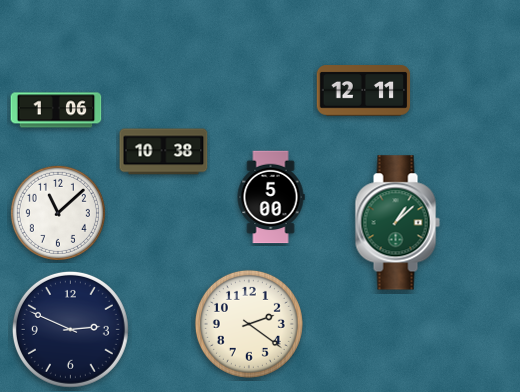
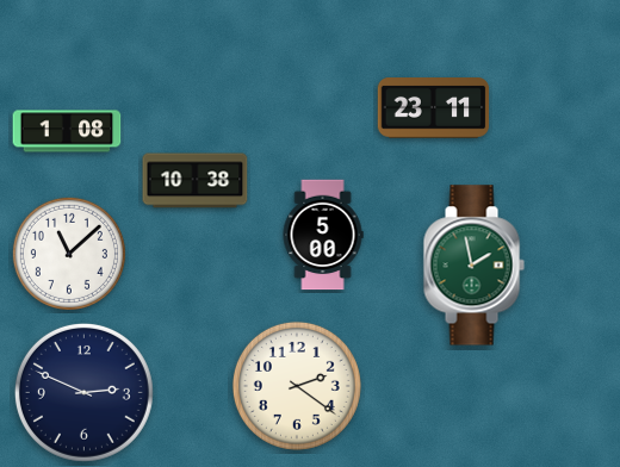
clock at (364, 91): 12:11 -> 23:11
clock at (56, 110): 1:06 -> 1:08
clock at (397, 223): 1:08 -> 1:58
